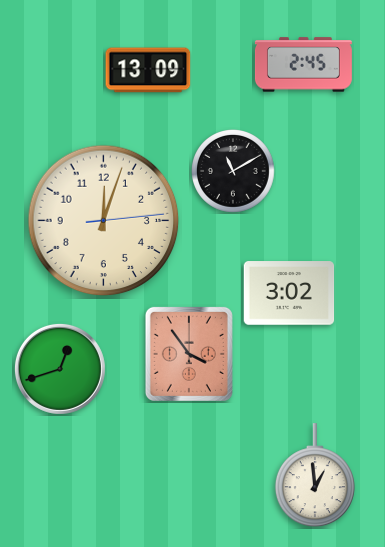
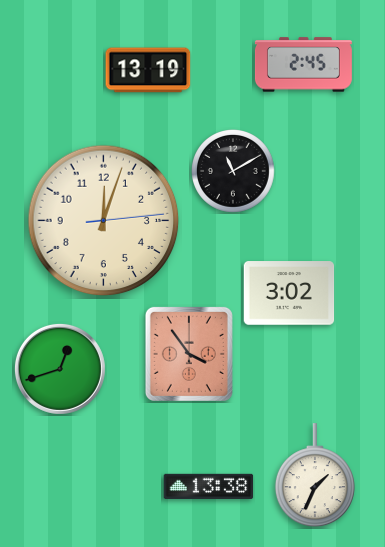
clock at (148, 70): 13:09 -> 13:19
clock at (315, 476): 12:59 -> 1:34
clock at (209, 486): none -> 13:38
